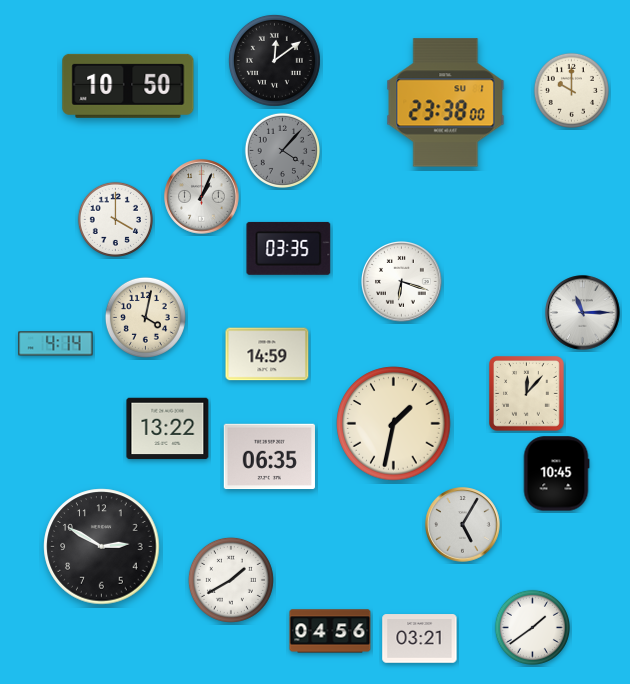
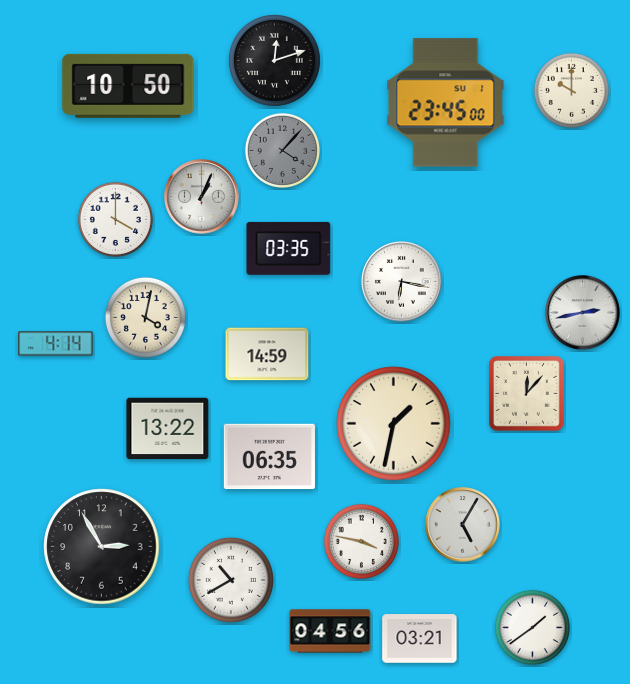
clock at (274, 60): 12:09 -> 12:12
clock at (446, 103): 23:38 -> 23:45
clock at (402, 282): 6:18 -> 6:17
clock at (583, 313): 11:15 -> 2:43
clock at (556, 474): 10:45 -> none
clock at (361, 541): none -> 3:47
clock at (102, 547): 2:50 -> 2:55
clock at (231, 580): 1:40 -> 10:40
